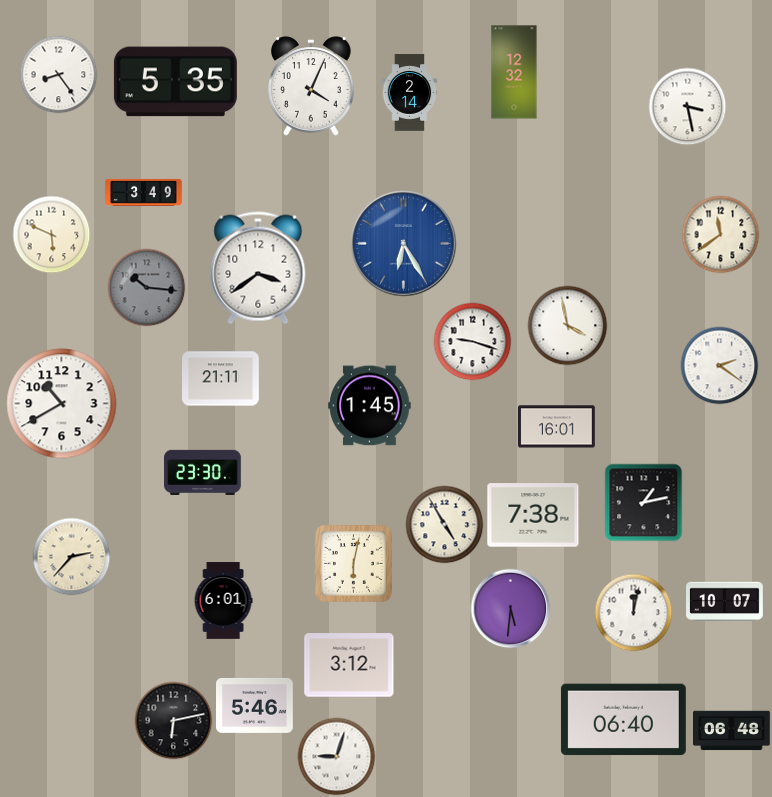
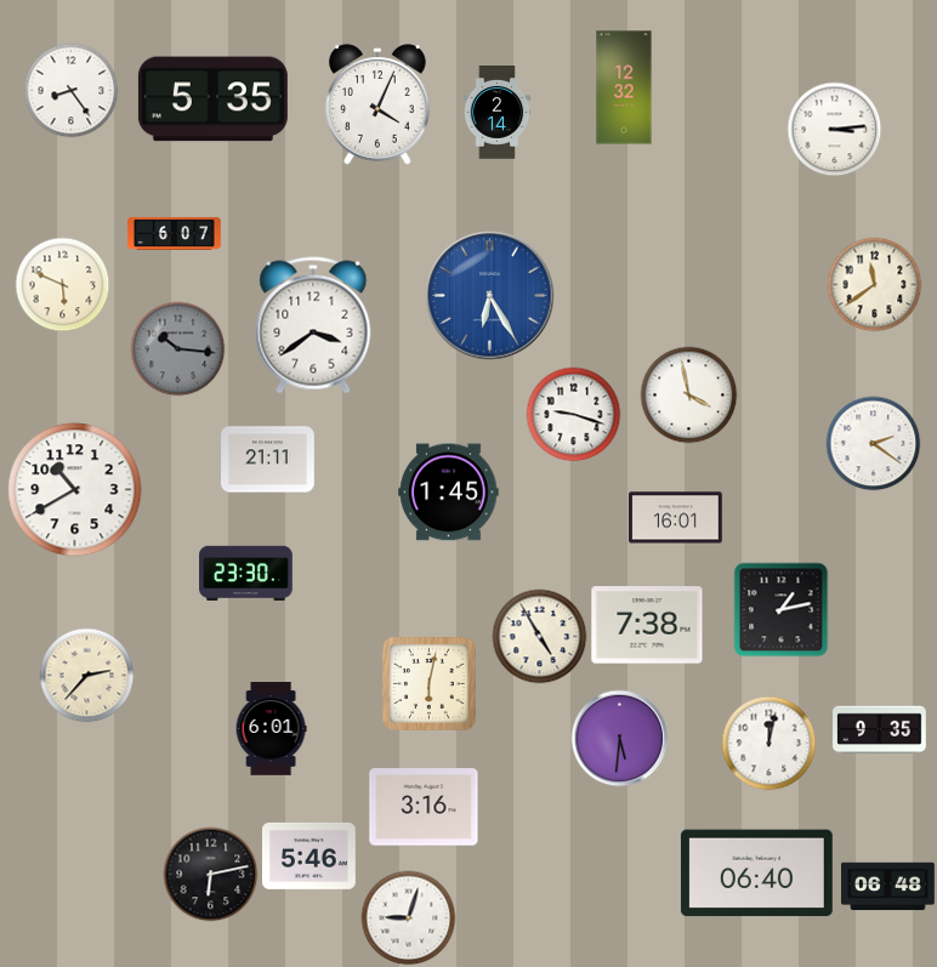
clock at (687, 106): 3:28 -> 3:14
clock at (144, 192): 3:49 -> 6:07
clock at (725, 601): 10:07 -> 9:35
clock at (349, 665): 3:12 -> 3:16
